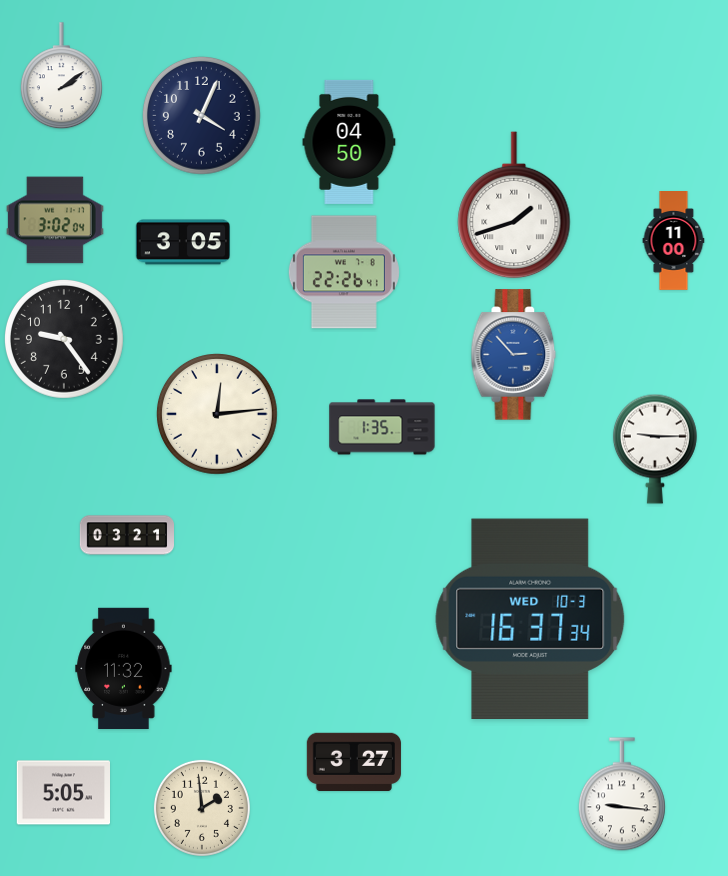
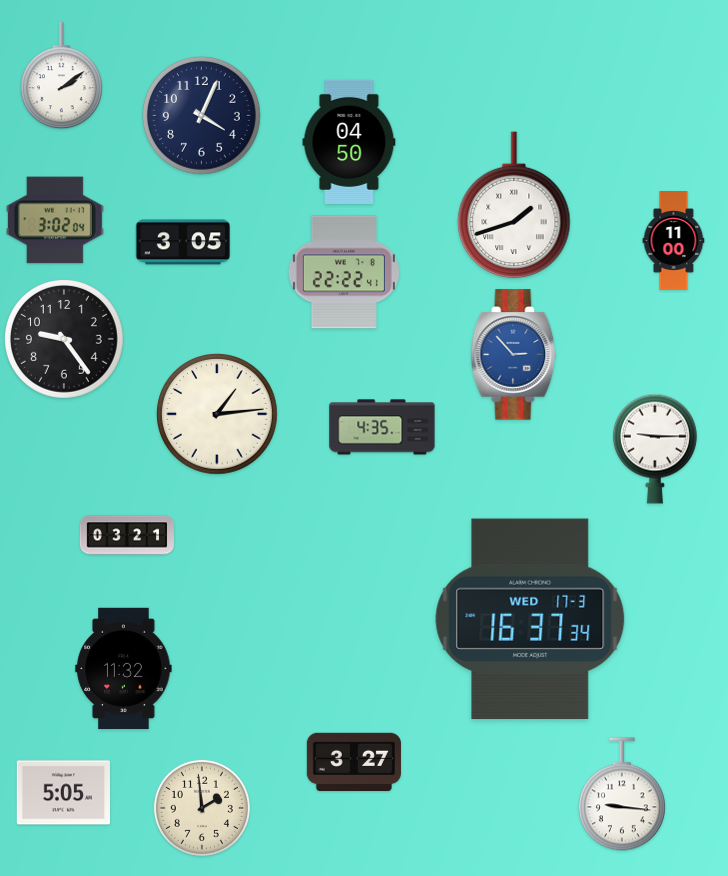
clock at (344, 272): 22:26 -> 22:22
clock at (218, 415): 12:14 -> 1:14
clock at (382, 427): 1:35 -> 4:35
clock at (530, 618) date: WED 10-3 -> WED 17-3
